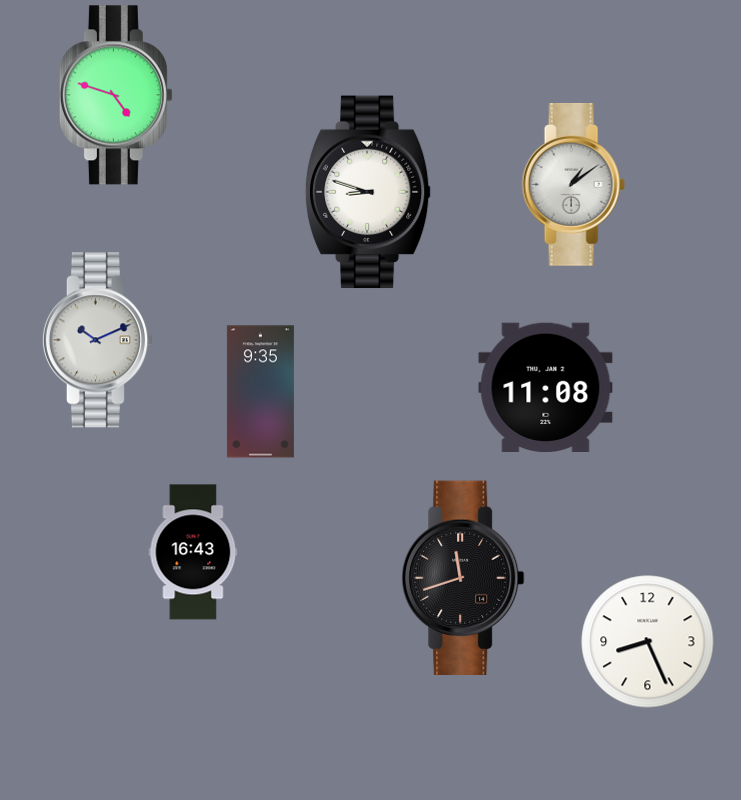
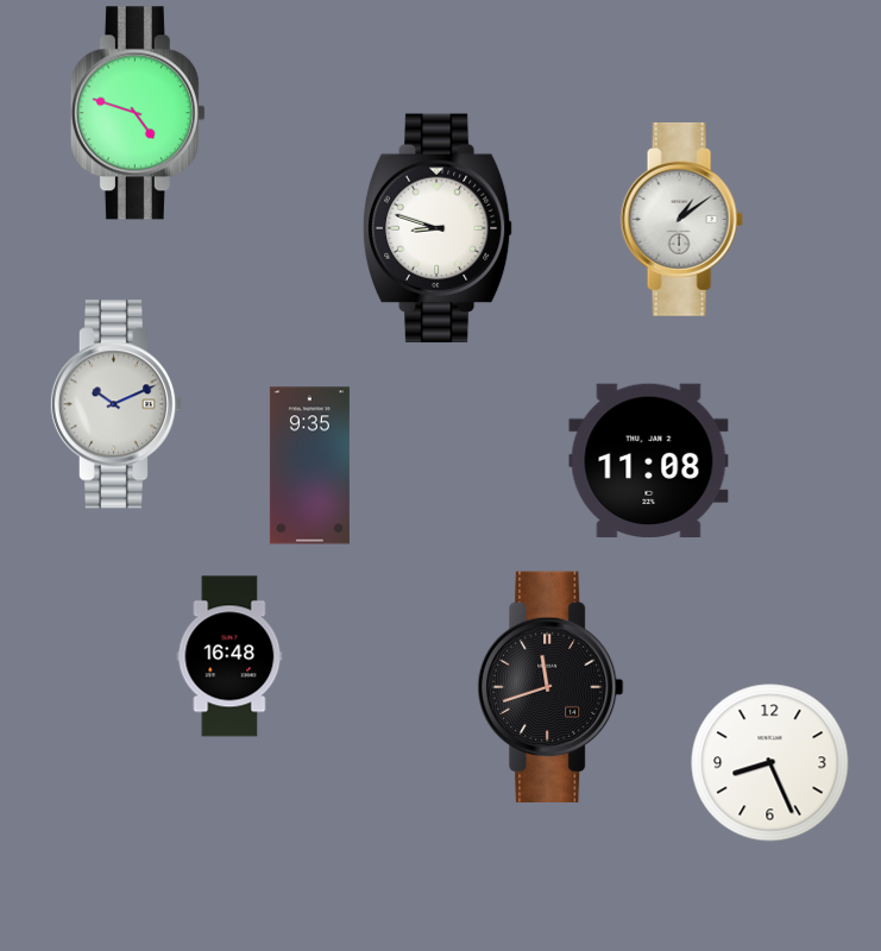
clock at (193, 552): 16:43 -> 16:48
